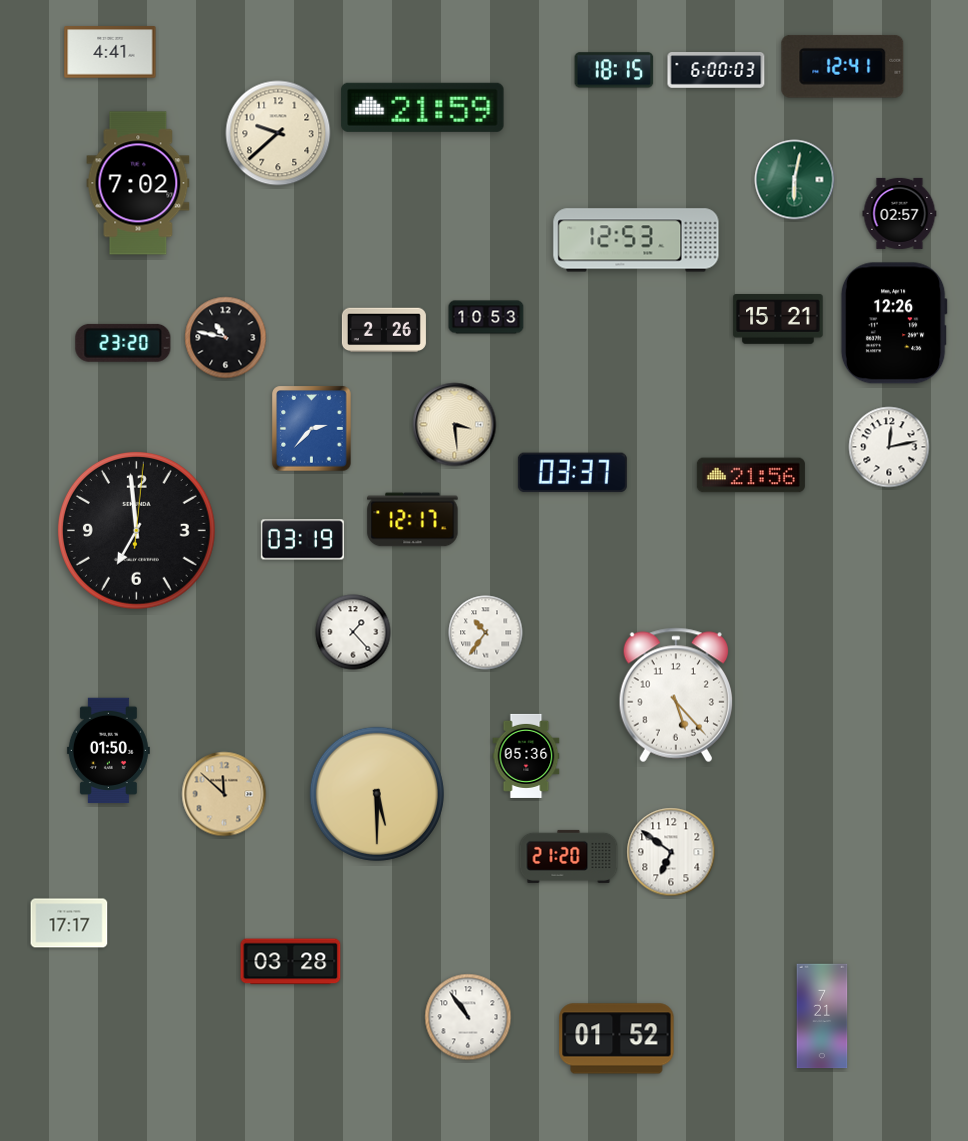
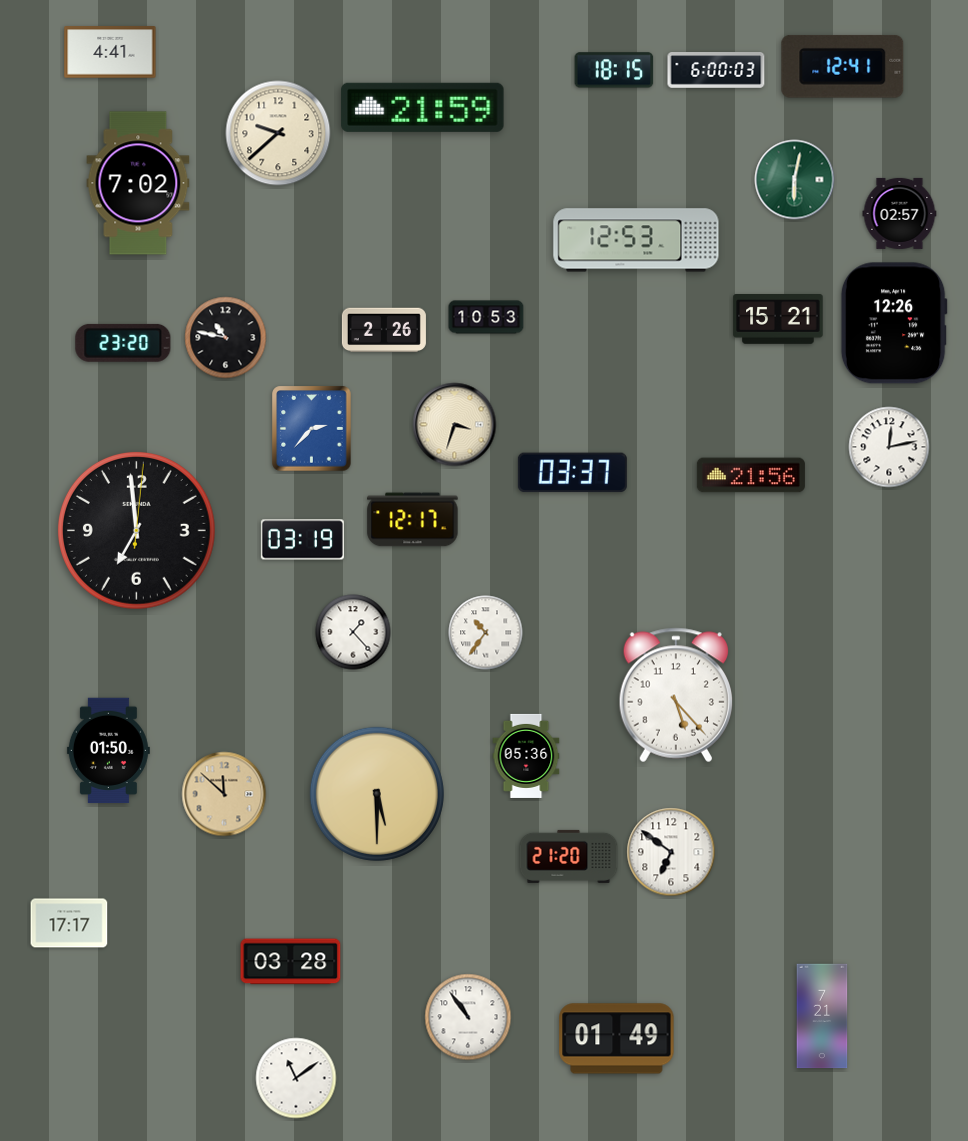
clock at (455, 425): 3:29 -> 3:33
clock at (617, 1039): 01:52 -> 01:49
clock at (296, 1078): none -> 11:09
